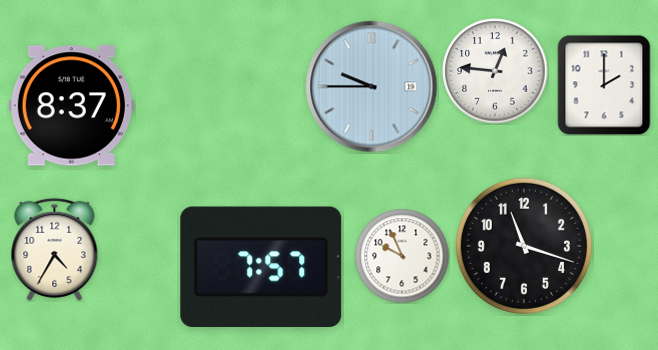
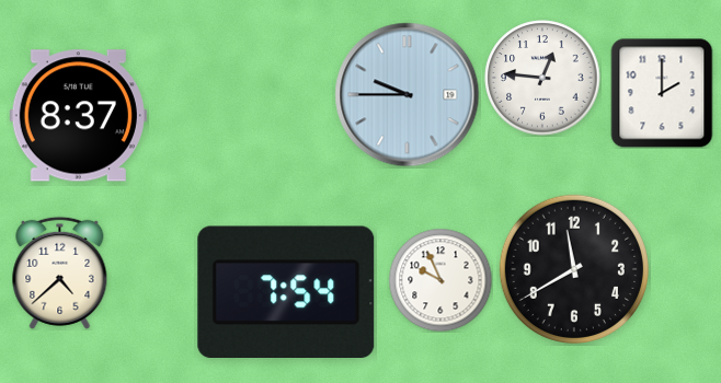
clock at (523, 245): 11:18 -> 11:40
clock at (55, 249): 4:35 -> 4:38
clock at (261, 266): 7:57 -> 7:54
